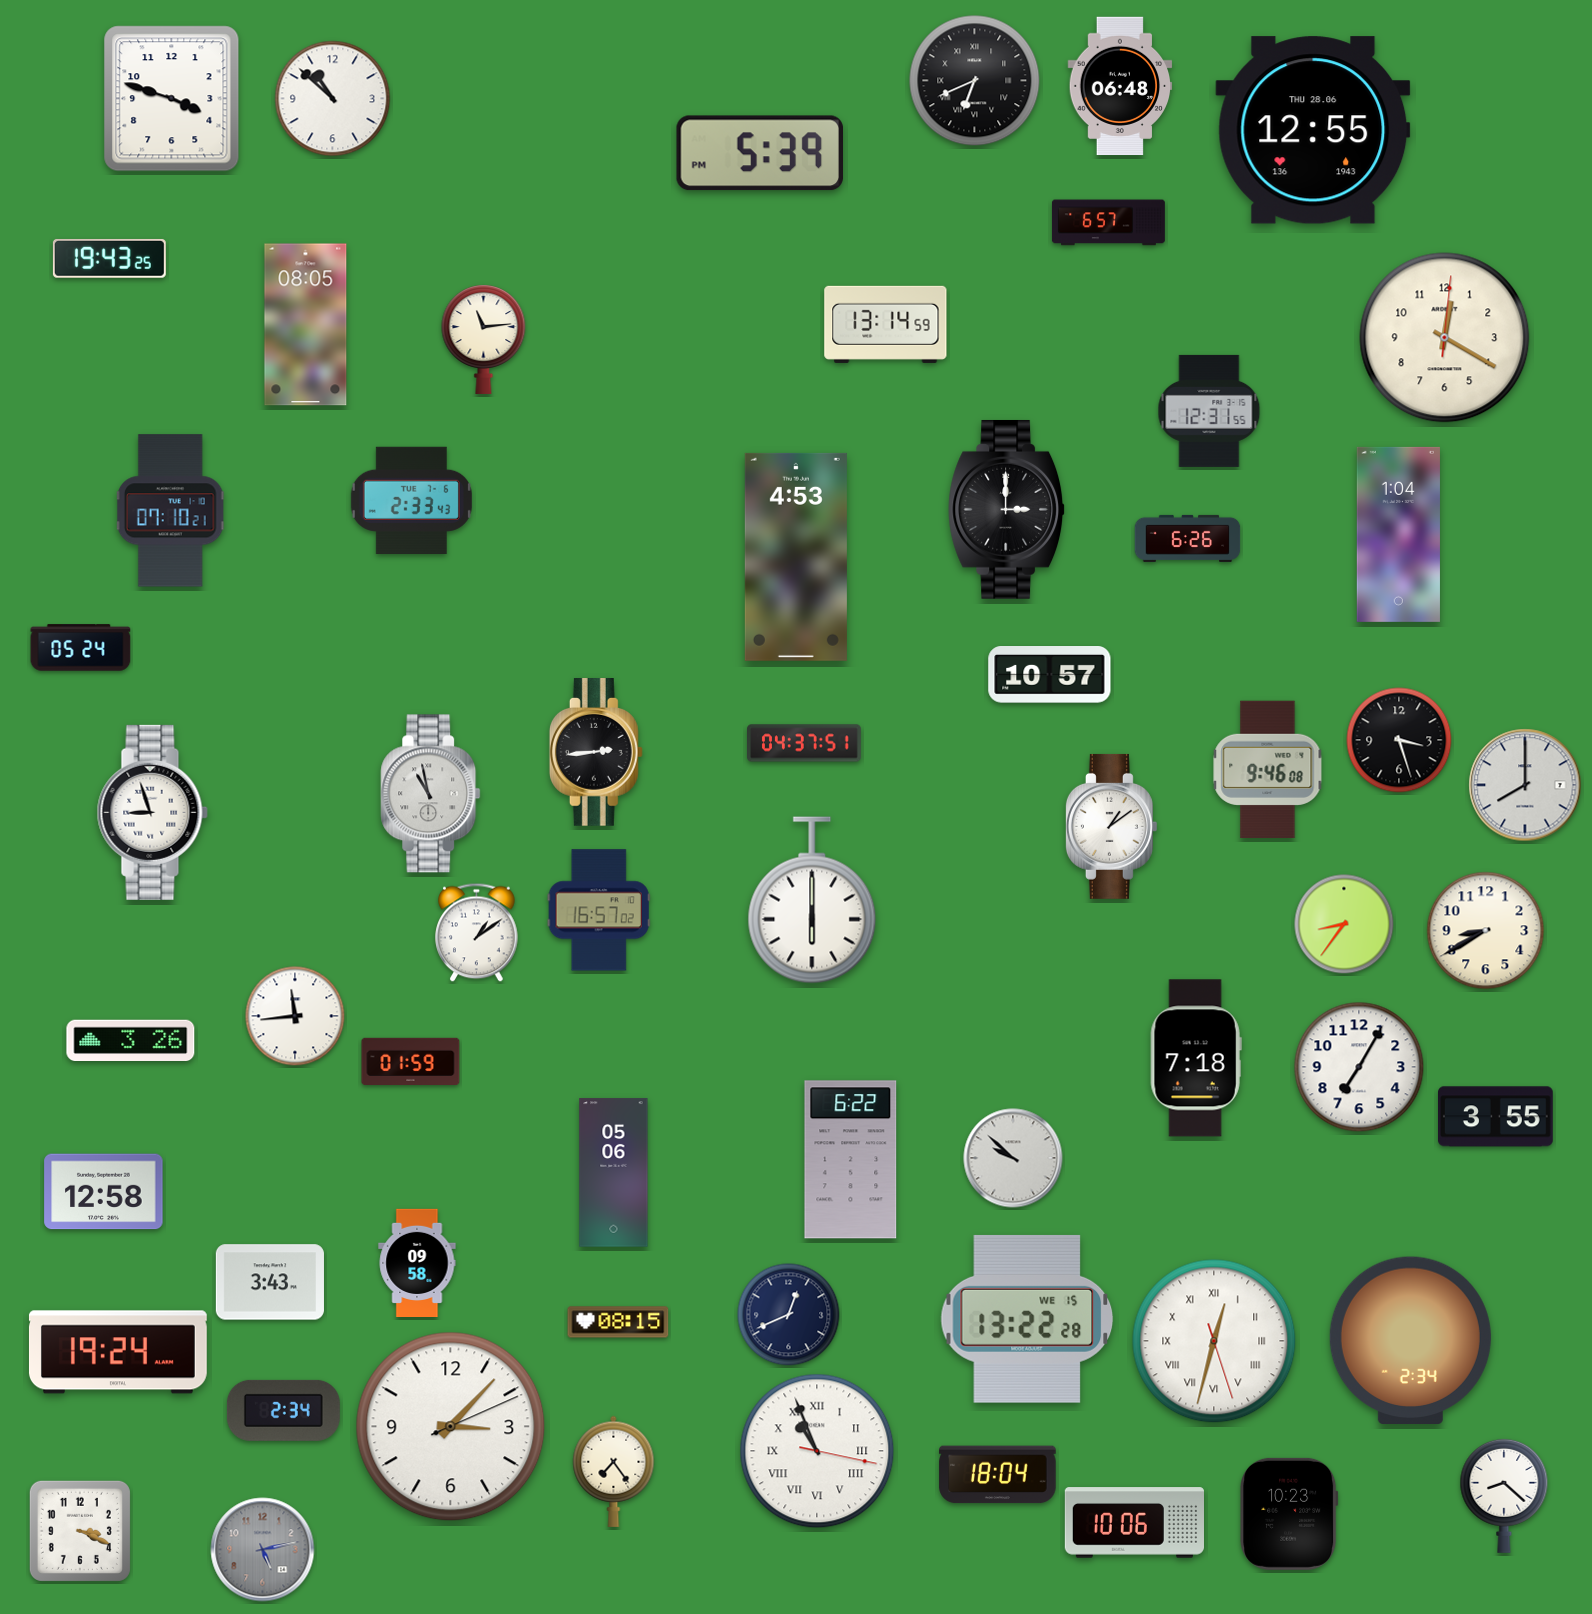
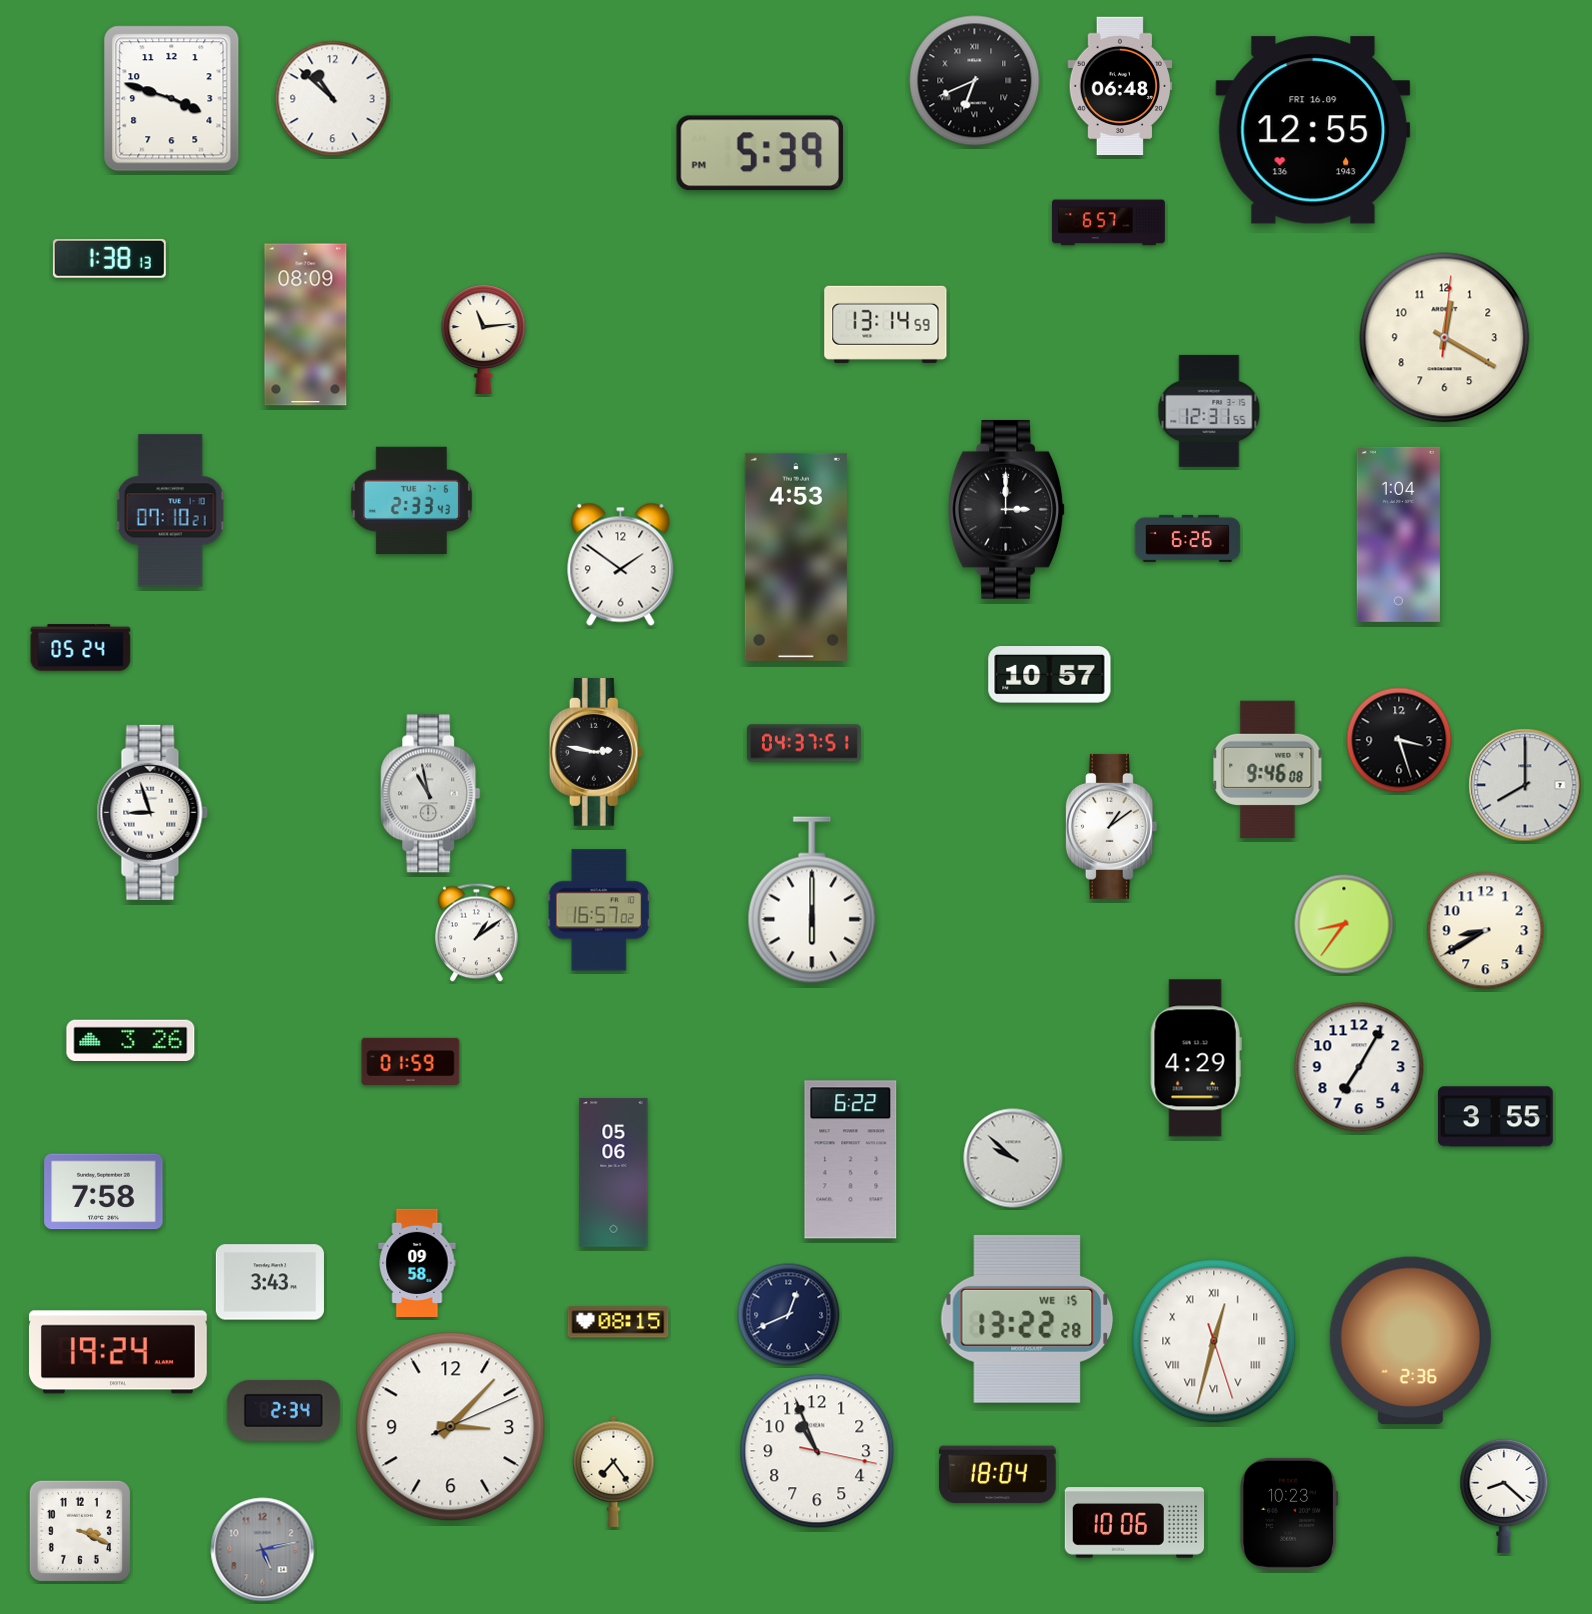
clock at (1313, 130) date: THU 28.06 -> FRI 16.09
clock at (109, 258): 19:43 -> 1:38
clock at (306, 325): 08:05 -> 08:09
clock at (621, 564): none -> 1:51
clock at (596, 752): 2:44 -> 2:47
clock at (295, 1016): 11:44 -> none
clock at (1196, 1058): 7:18 -> 4:29
clock at (104, 1192): 12:58 -> 7:58
clock at (1410, 1341): 2:34 -> 2:36
clock at (817, 1451) numerals: Roman -> Arabic
